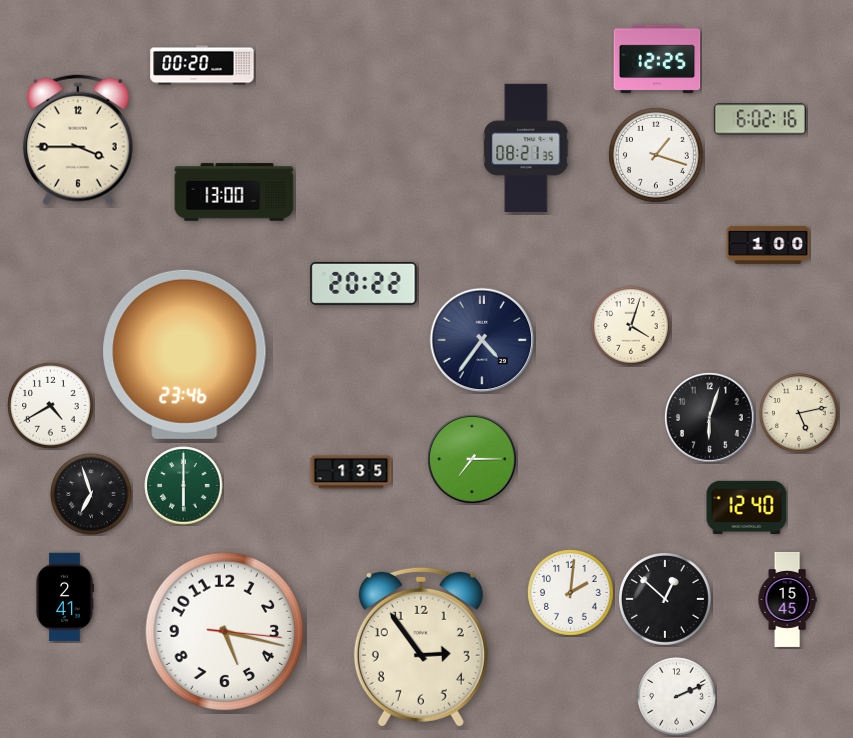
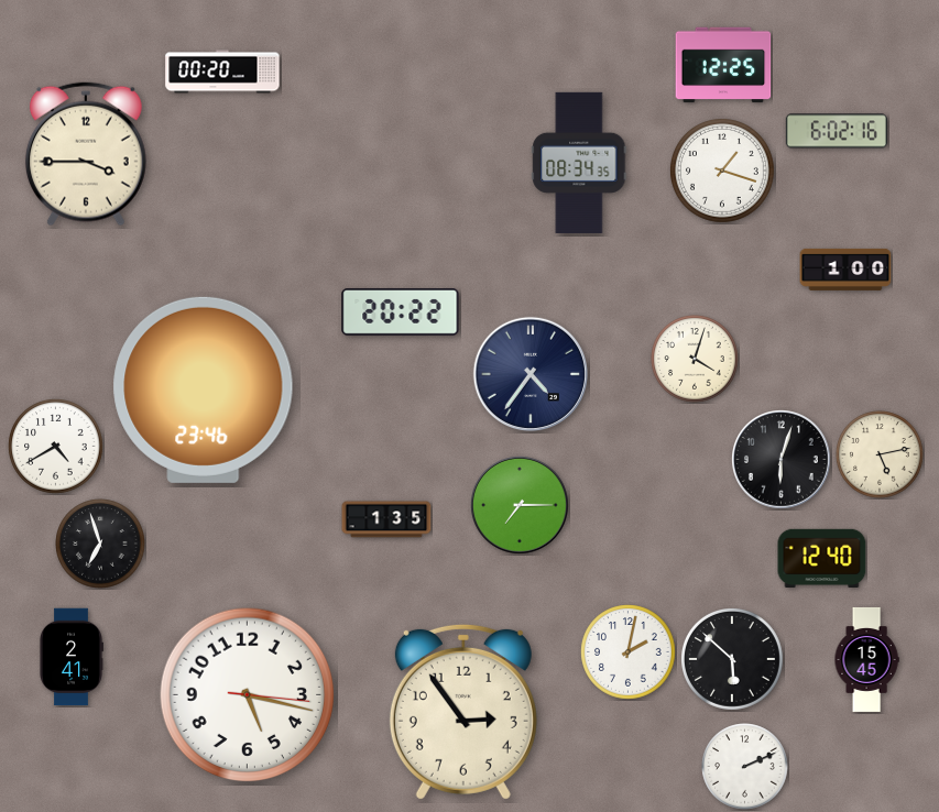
clock at (526, 148): 08:21 -> 08:34
clock at (234, 192): 13:00 -> none
clock at (184, 486): 6:00 -> none
clock at (571, 593): 2:01 -> 2:02
clock at (666, 600): 12:52 -> 5:52
